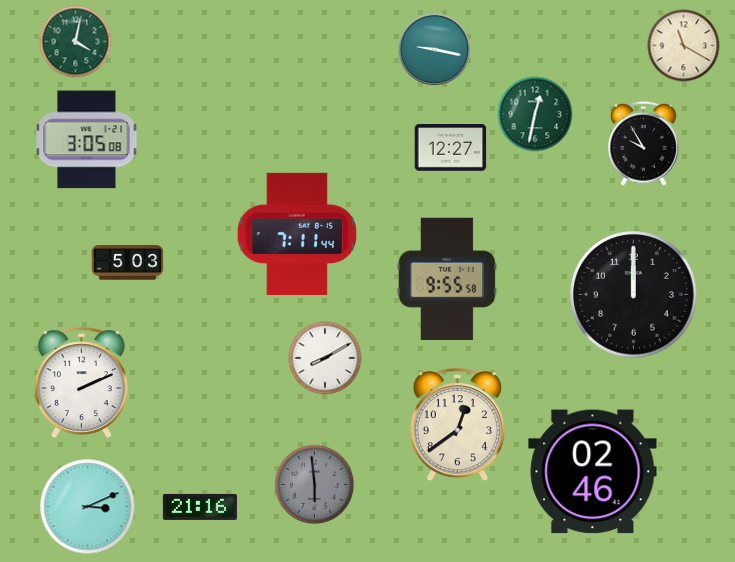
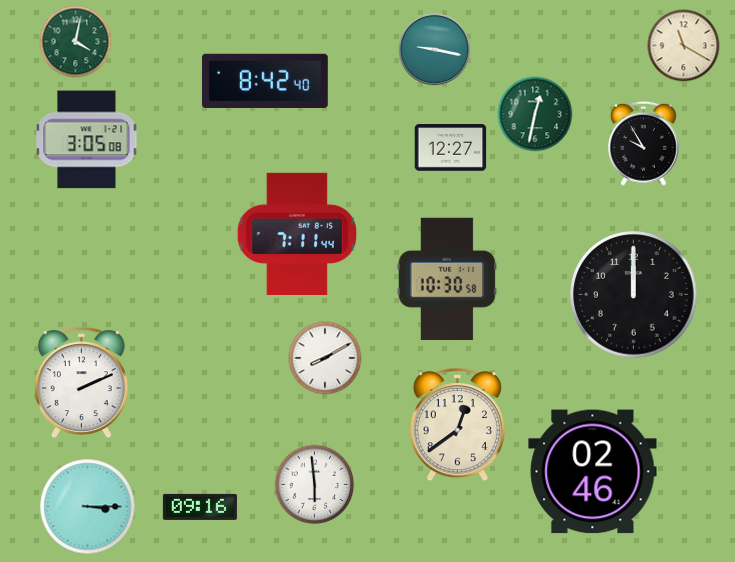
clock at (265, 80): none -> 8:42
clock at (128, 263): 5:03 -> none
clock at (447, 279): 9:55 -> 10:30
clock at (315, 485) dial: grey -> white
clock at (88, 507): 3:11 -> 3:15
clock at (200, 507): 21:16 -> 09:16
